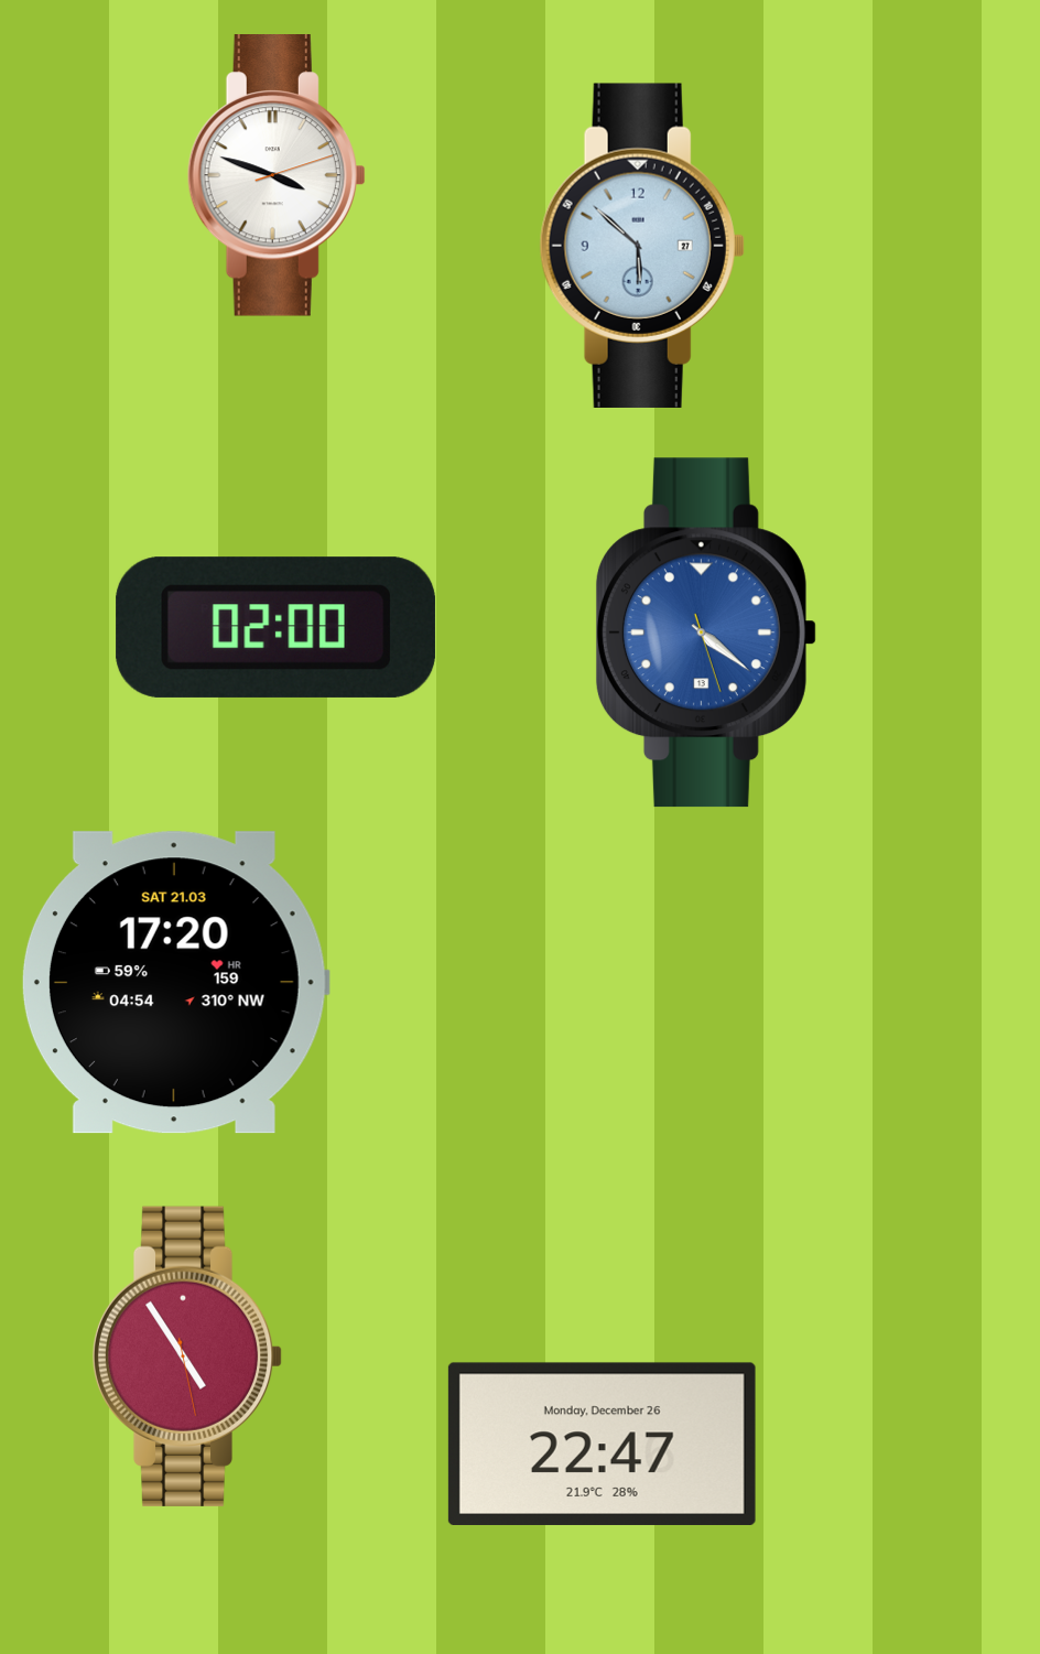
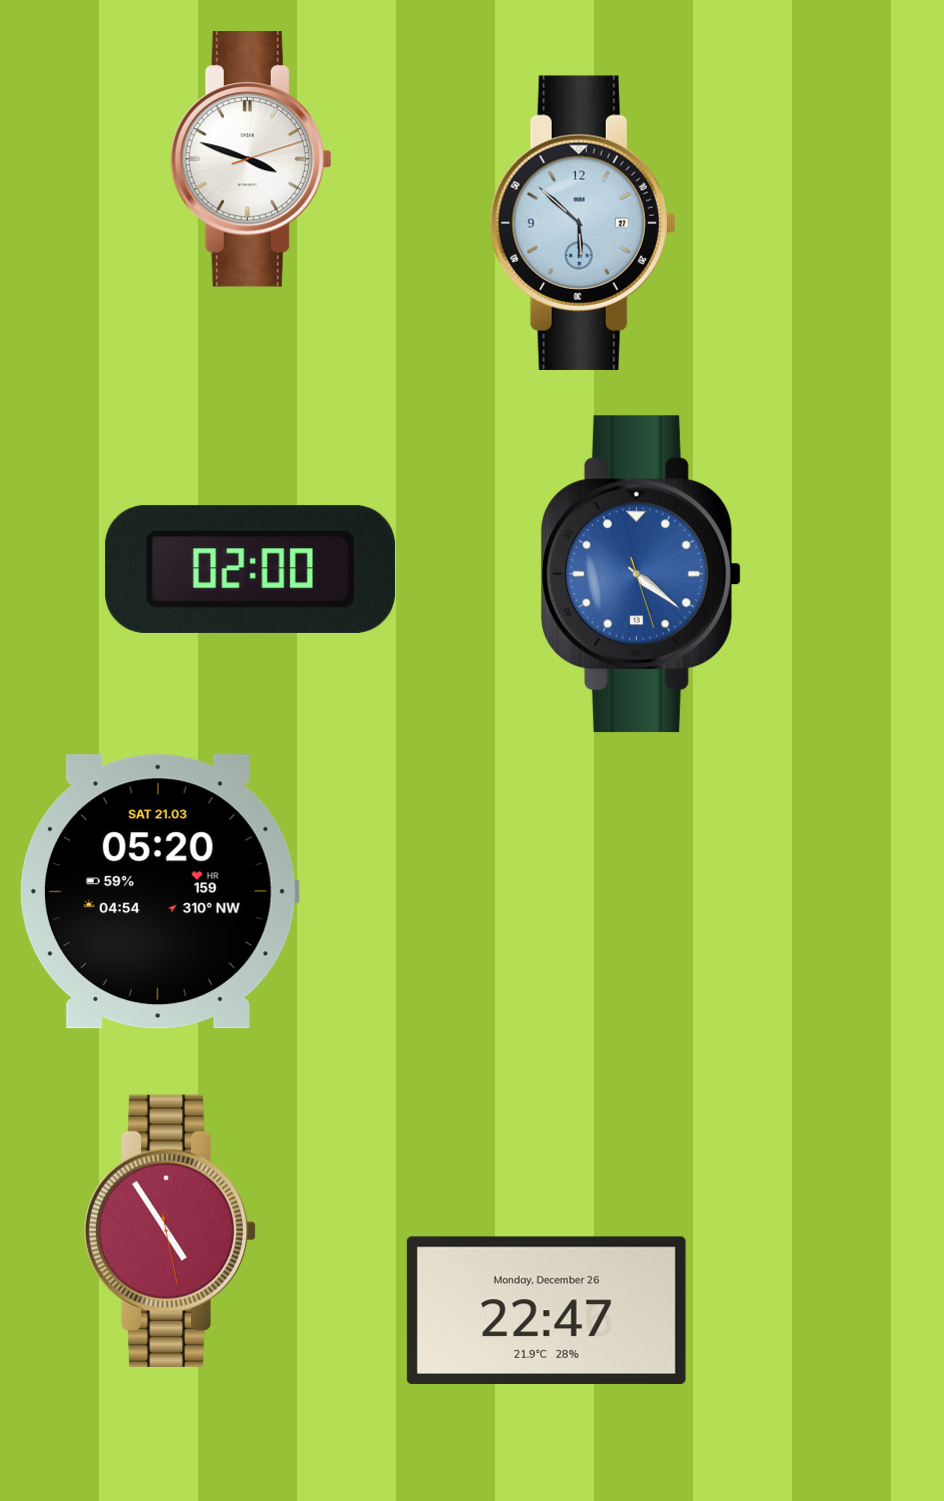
clock at (175, 983): 17:20 -> 05:20
